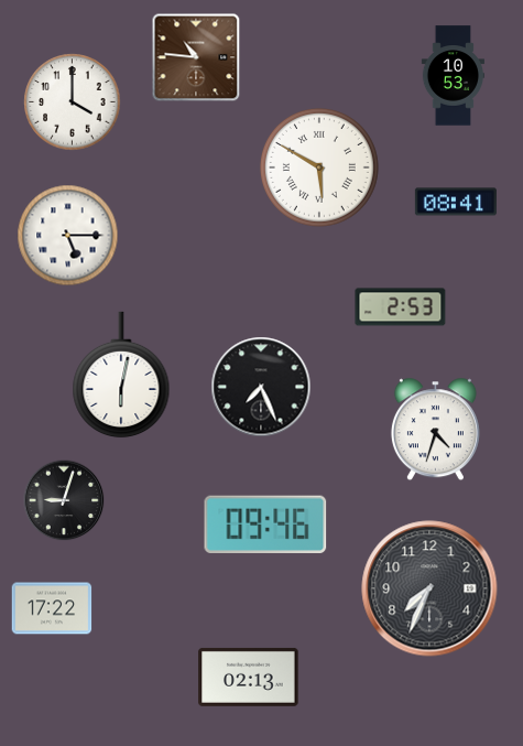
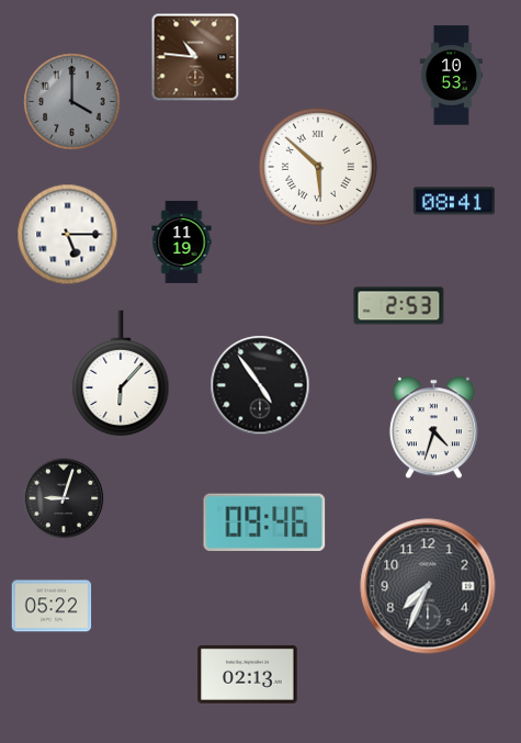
clock at (73, 102) dial: white -> grey
clock at (319, 167): 5:50 -> 5:52
clock at (182, 241): none -> 11:19
clock at (121, 375): 6:02 -> 6:07
clock at (261, 387): 7:26 -> 4:54
clock at (52, 608): 17:22 -> 05:22
